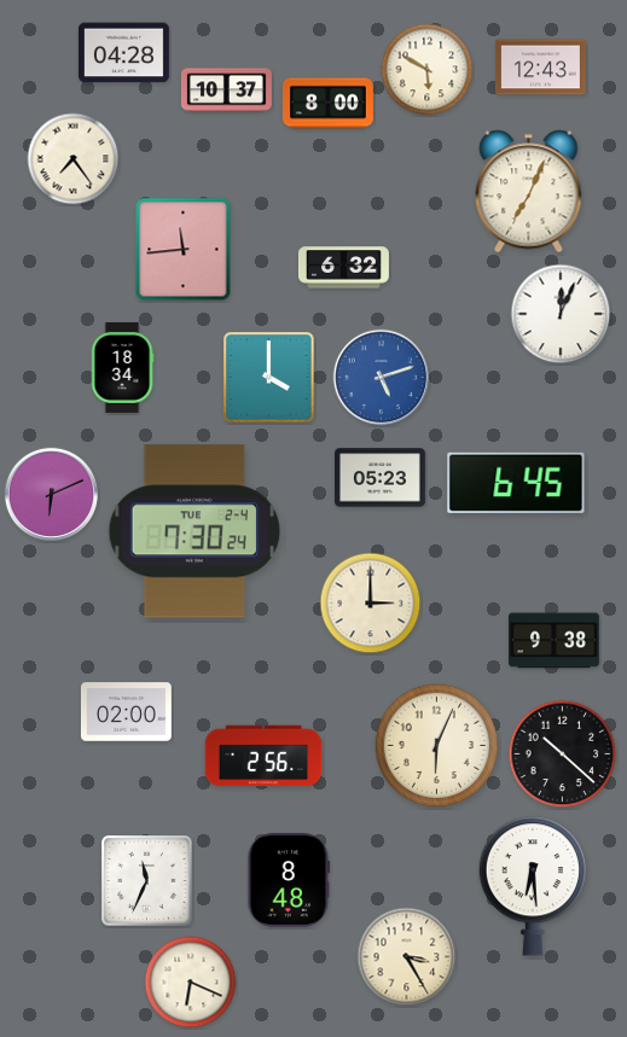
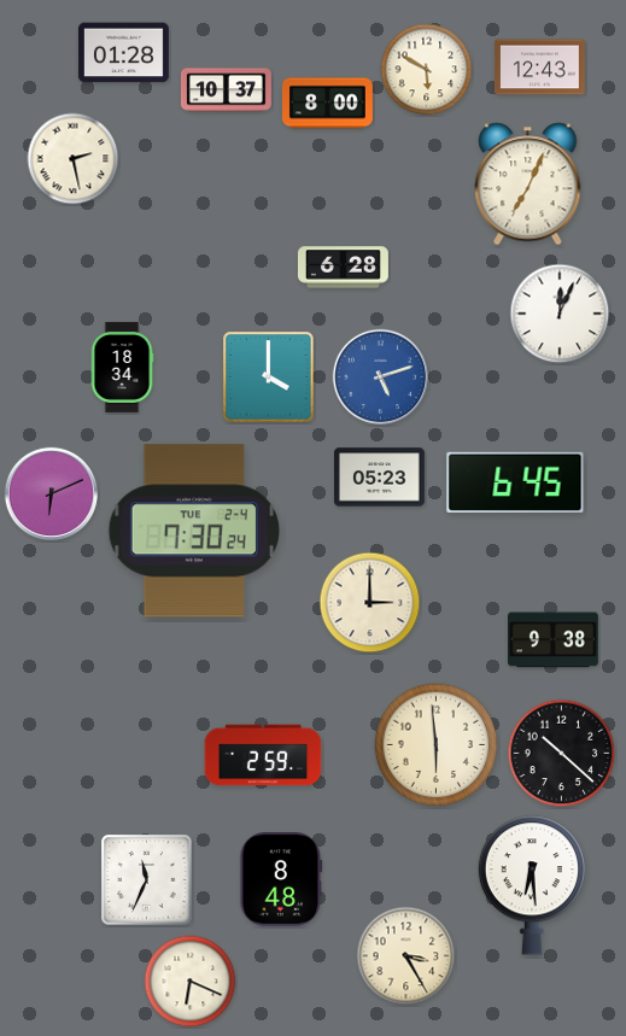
clock at (123, 53): 04:28 -> 01:28
clock at (74, 159): 7:24 -> 2:28
clock at (529, 192) position: (529, 192) -> (528, 185)
clock at (184, 250): 11:44 -> none
clock at (343, 268): 6:32 -> 6:28
clock at (126, 712): 02:00 -> none
clock at (437, 746): 6:04 -> 5:59
clock at (263, 756): 2:56 -> 2:59
clock at (289, 880) position: (289, 880) -> (281, 879)
